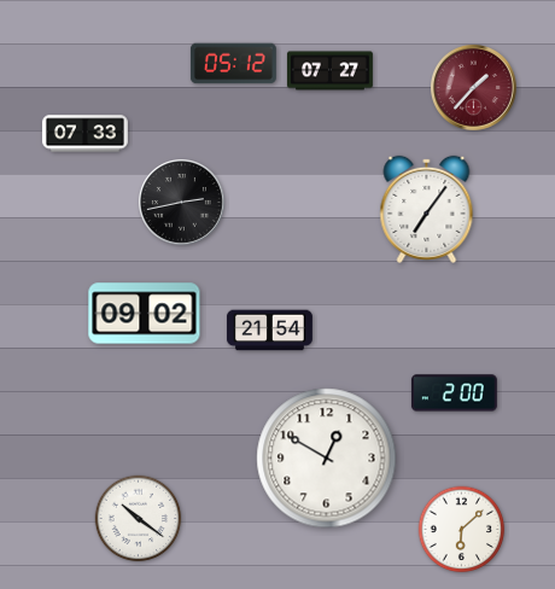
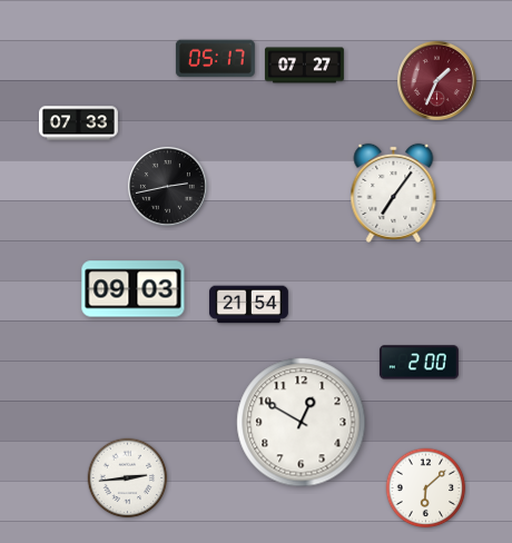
clock at (233, 64): 05:12 -> 05:17
clock at (473, 87): 1:37 -> 1:34
clock at (145, 314): 09:02 -> 09:03
clock at (139, 519): 10:21 -> 2:44
